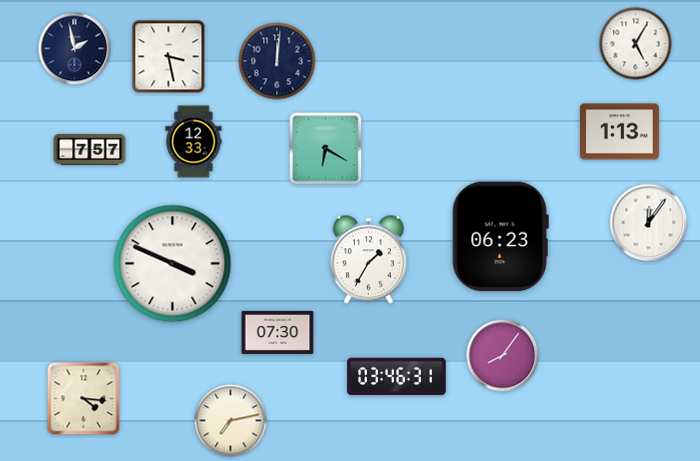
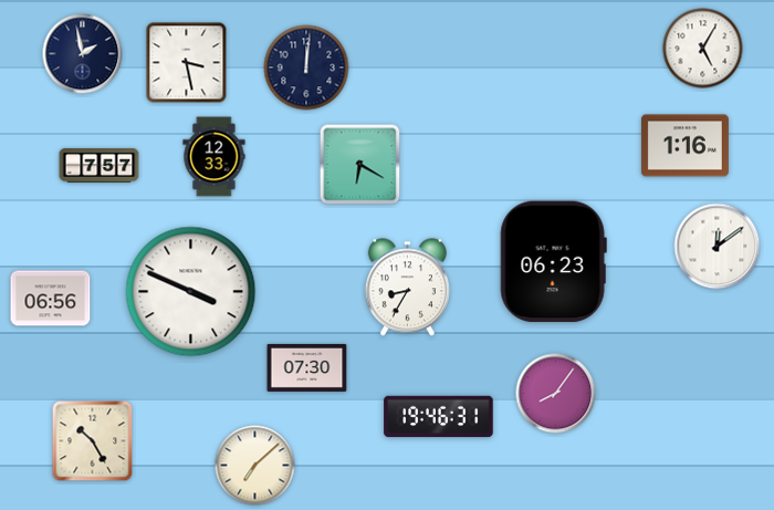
clock at (619, 132): 1:13 -> 1:16
clock at (649, 223): 12:06 -> 12:09
clock at (368, 260): 1:35 -> 8:35
clock at (51, 299): none -> 06:56
clock at (397, 377): 03:46 -> 19:46
clock at (84, 399): 4:16 -> 10:25
clock at (231, 421): 7:13 -> 7:08
